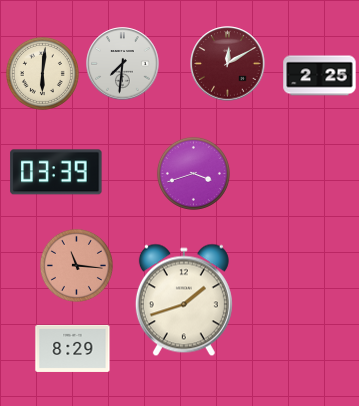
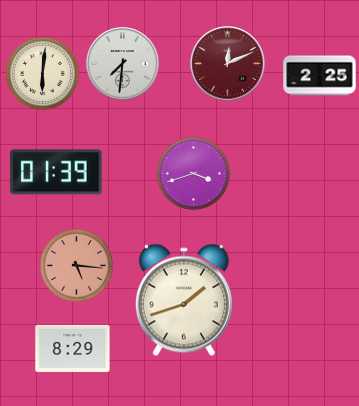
clock at (228, 64): 12:10 -> 12:11
clock at (56, 172): 03:39 -> 01:39
clock at (76, 265): 11:16 -> 5:16
